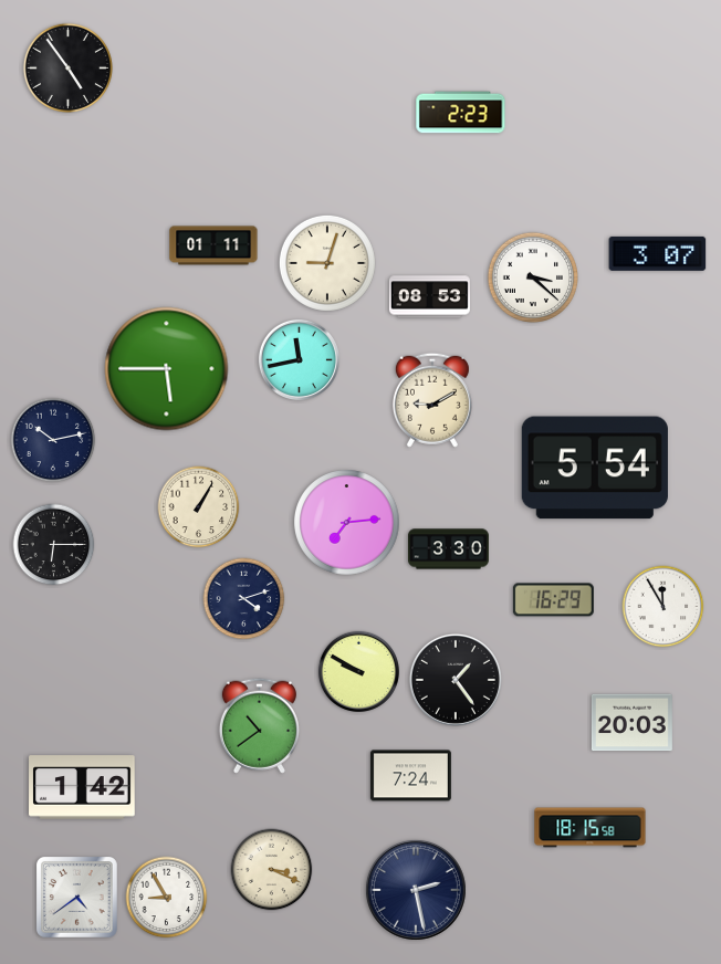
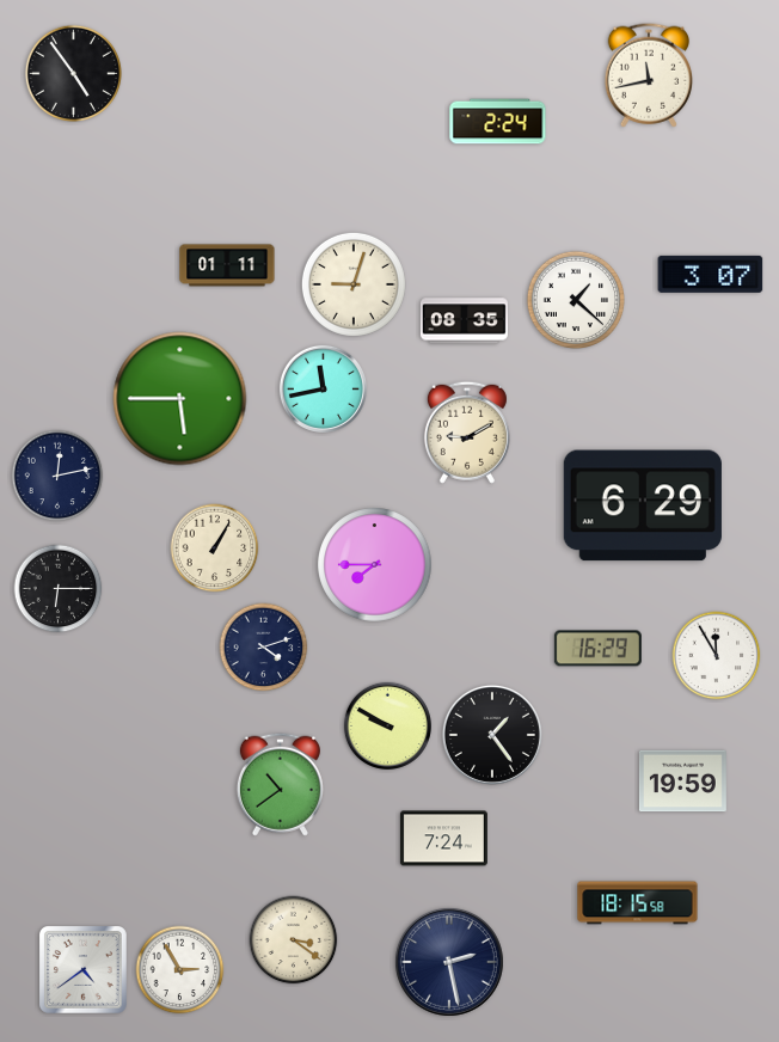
clock at (648, 75): none -> 11:43
clock at (461, 113): 2:23 -> 2:24
clock at (213, 245) position: (213, 245) -> (227, 265)
clock at (532, 276): 3:22 -> 1:22
clock at (429, 297): 08:53 -> 08:35
clock at (53, 440): 10:13 -> 12:13
clock at (595, 468): 5:54 -> 6:29
clock at (347, 523): 7:14 -> 7:45
clock at (448, 549): 3:30 -> none
clock at (631, 723): 20:03 -> 19:59
clock at (82, 787): 1:42 -> none
clock at (591, 828) position: (591, 828) -> (638, 903)
clock at (272, 870): 3:19 -> 3:21
clock at (167, 898): 8:55 -> 2:55
